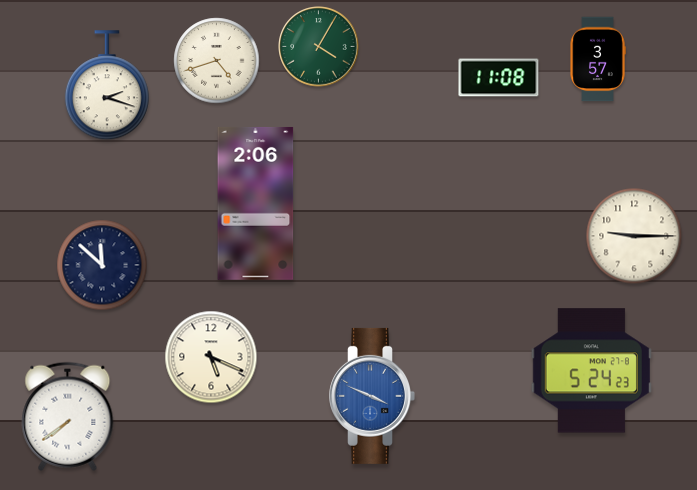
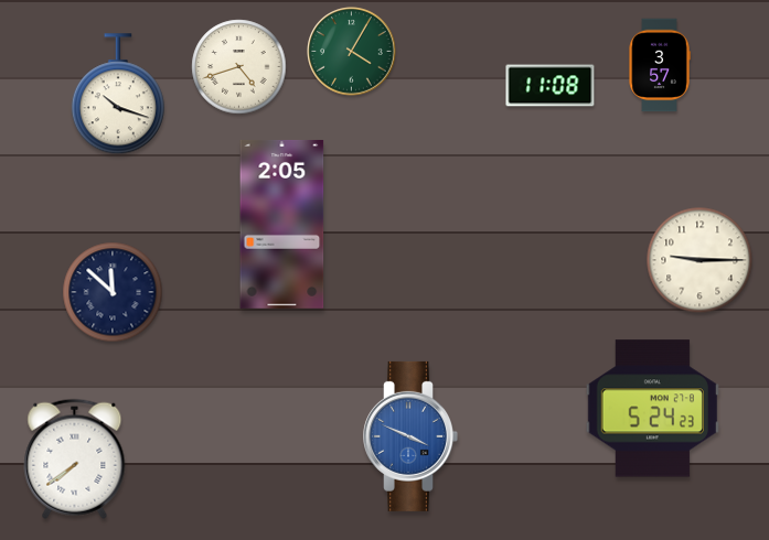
clock at (107, 86): 2:18 -> 10:18
clock at (256, 203): 2:06 -> 2:05
clock at (211, 357): 5:19 -> none
